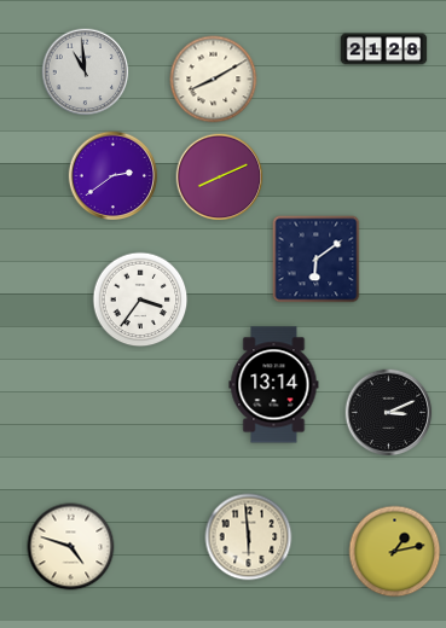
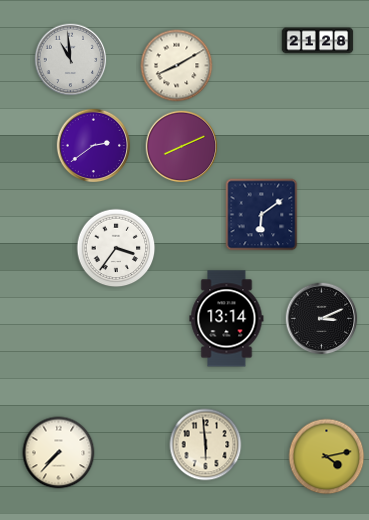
clock at (389, 413) position: (389, 413) -> (322, 319)
clock at (71, 547): 4:48 -> 7:37
clock at (395, 552): 1:13 -> 4:13
